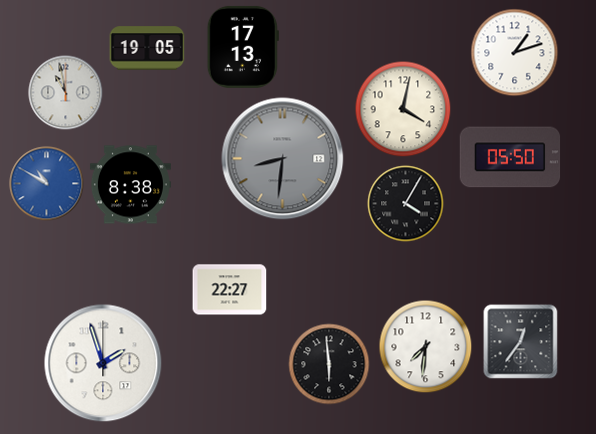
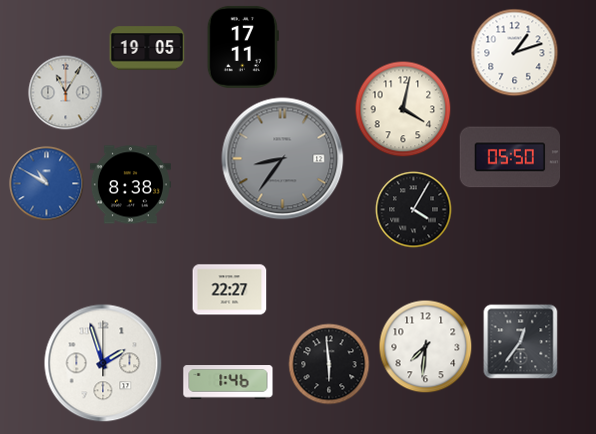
clock at (243, 47): 17:13 -> 17:11
clock at (66, 93): 10:58 -> 11:05
clock at (283, 159): 8:31 -> 8:36
clock at (406, 204) position: (406, 204) -> (414, 210)
clock at (228, 382): none -> 1:46
